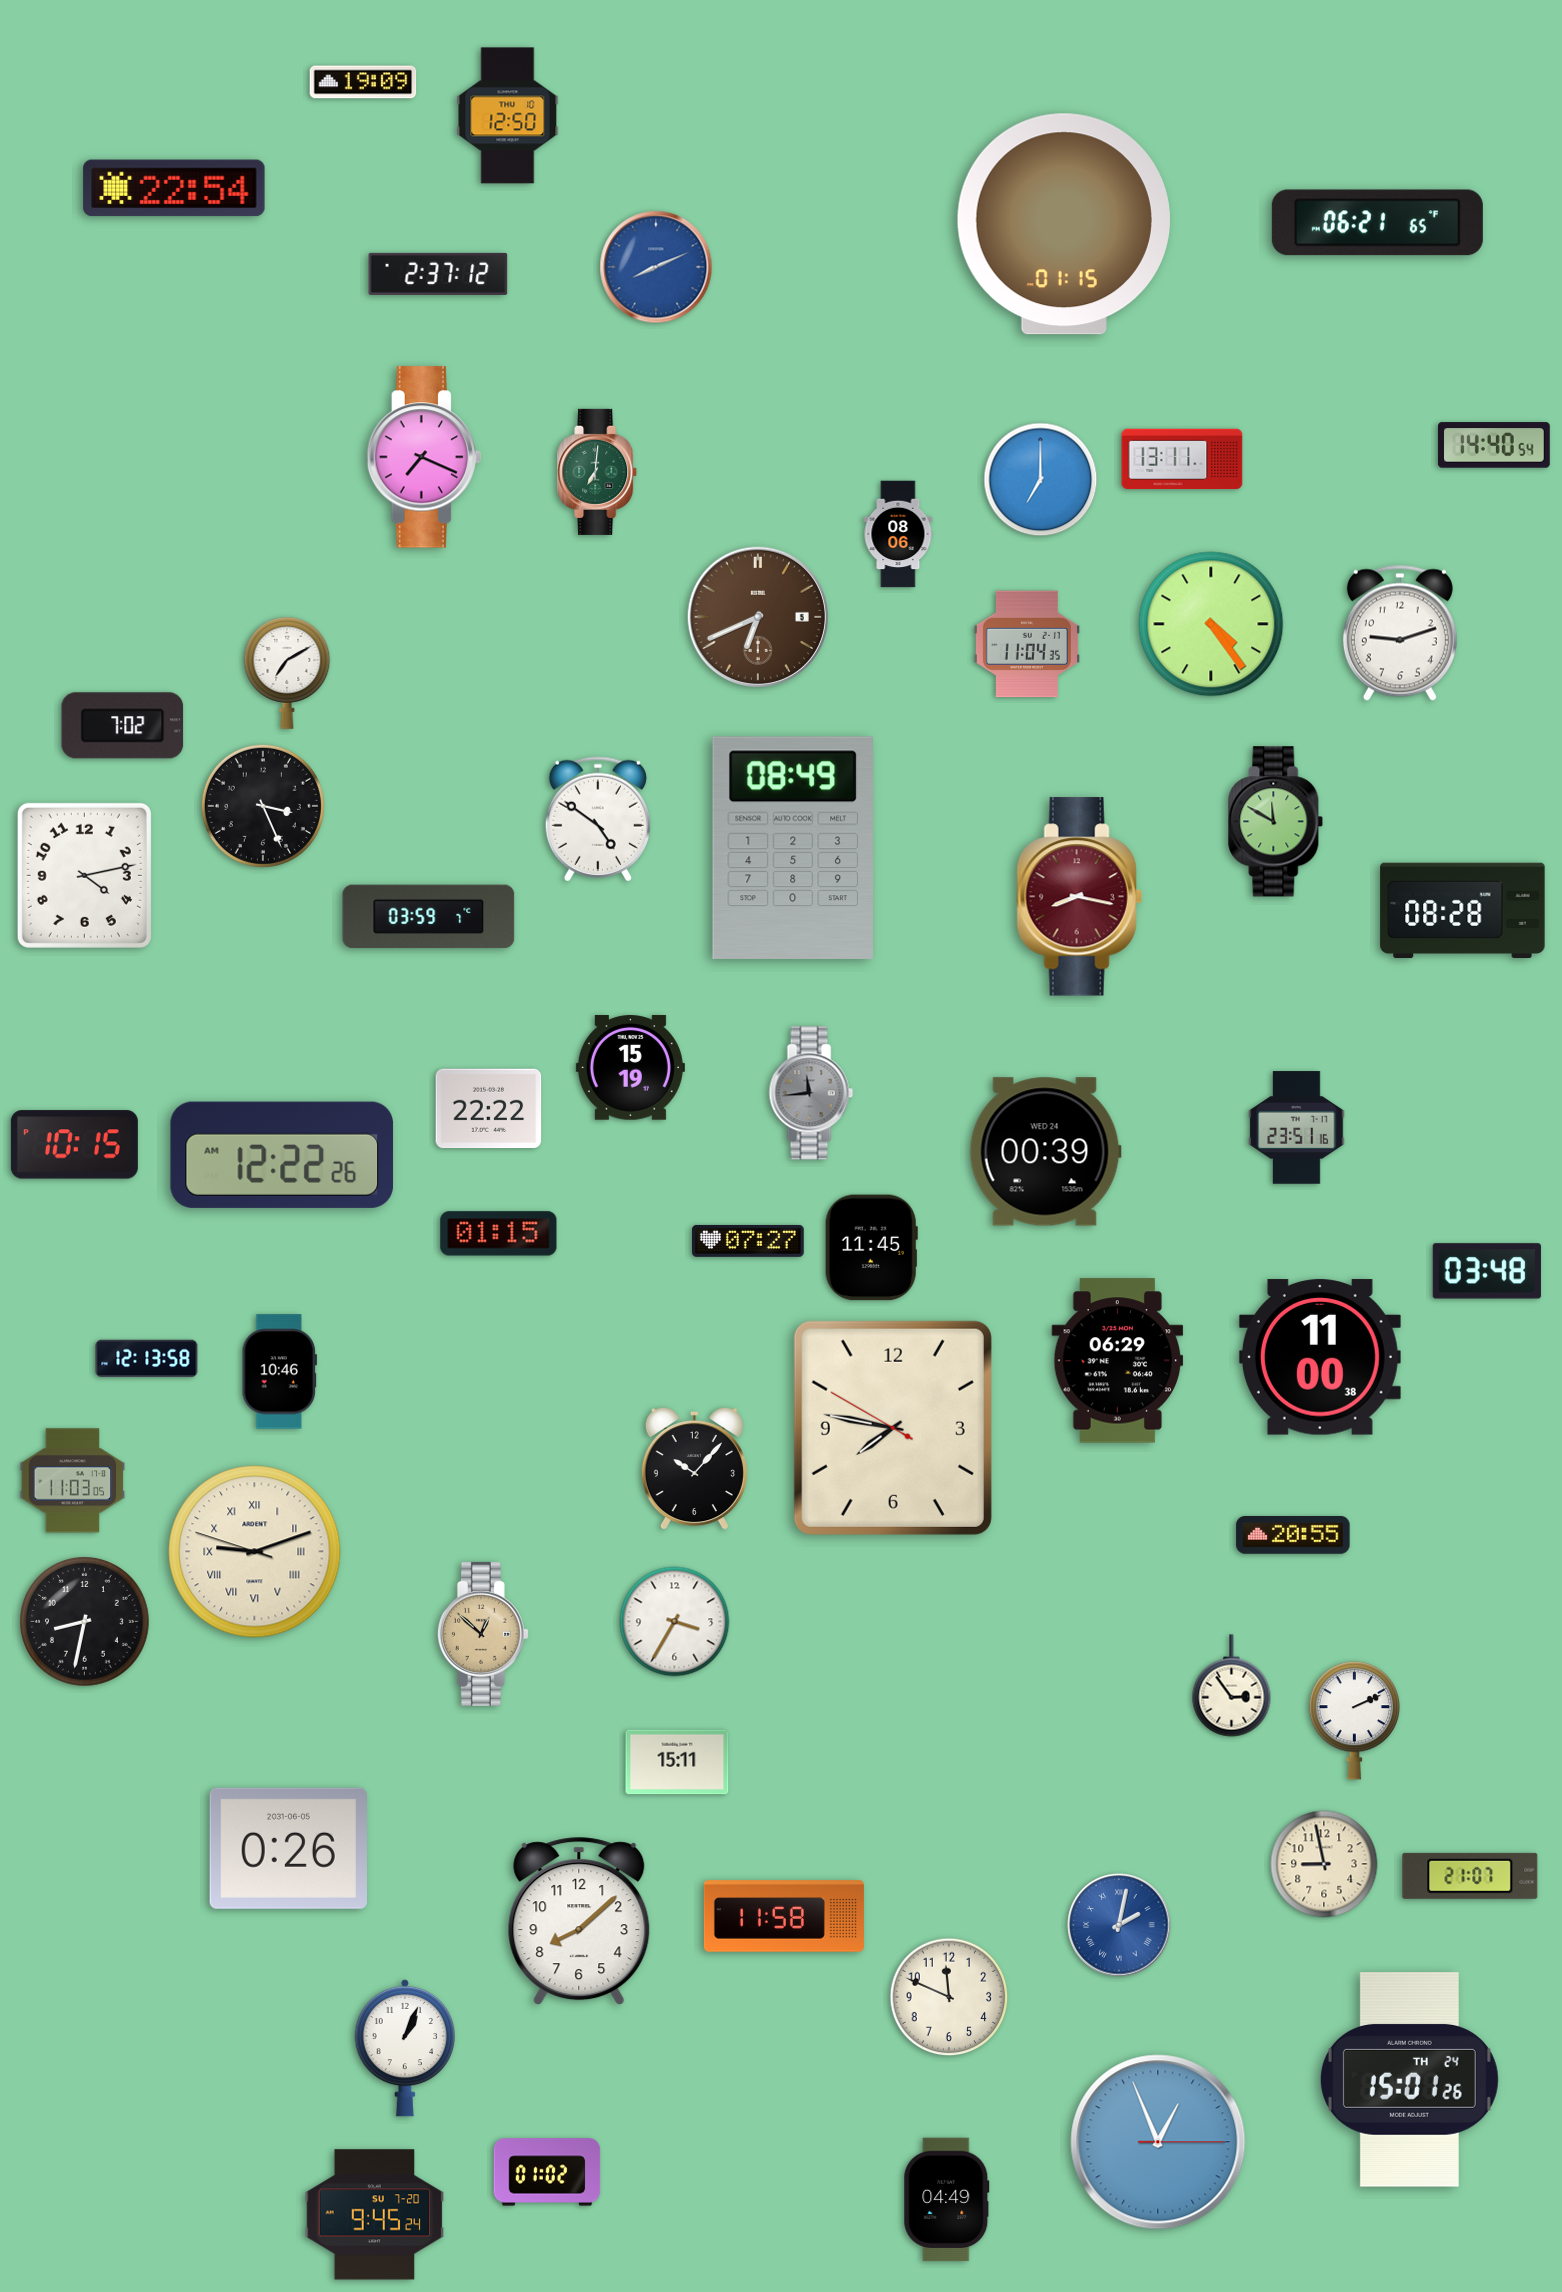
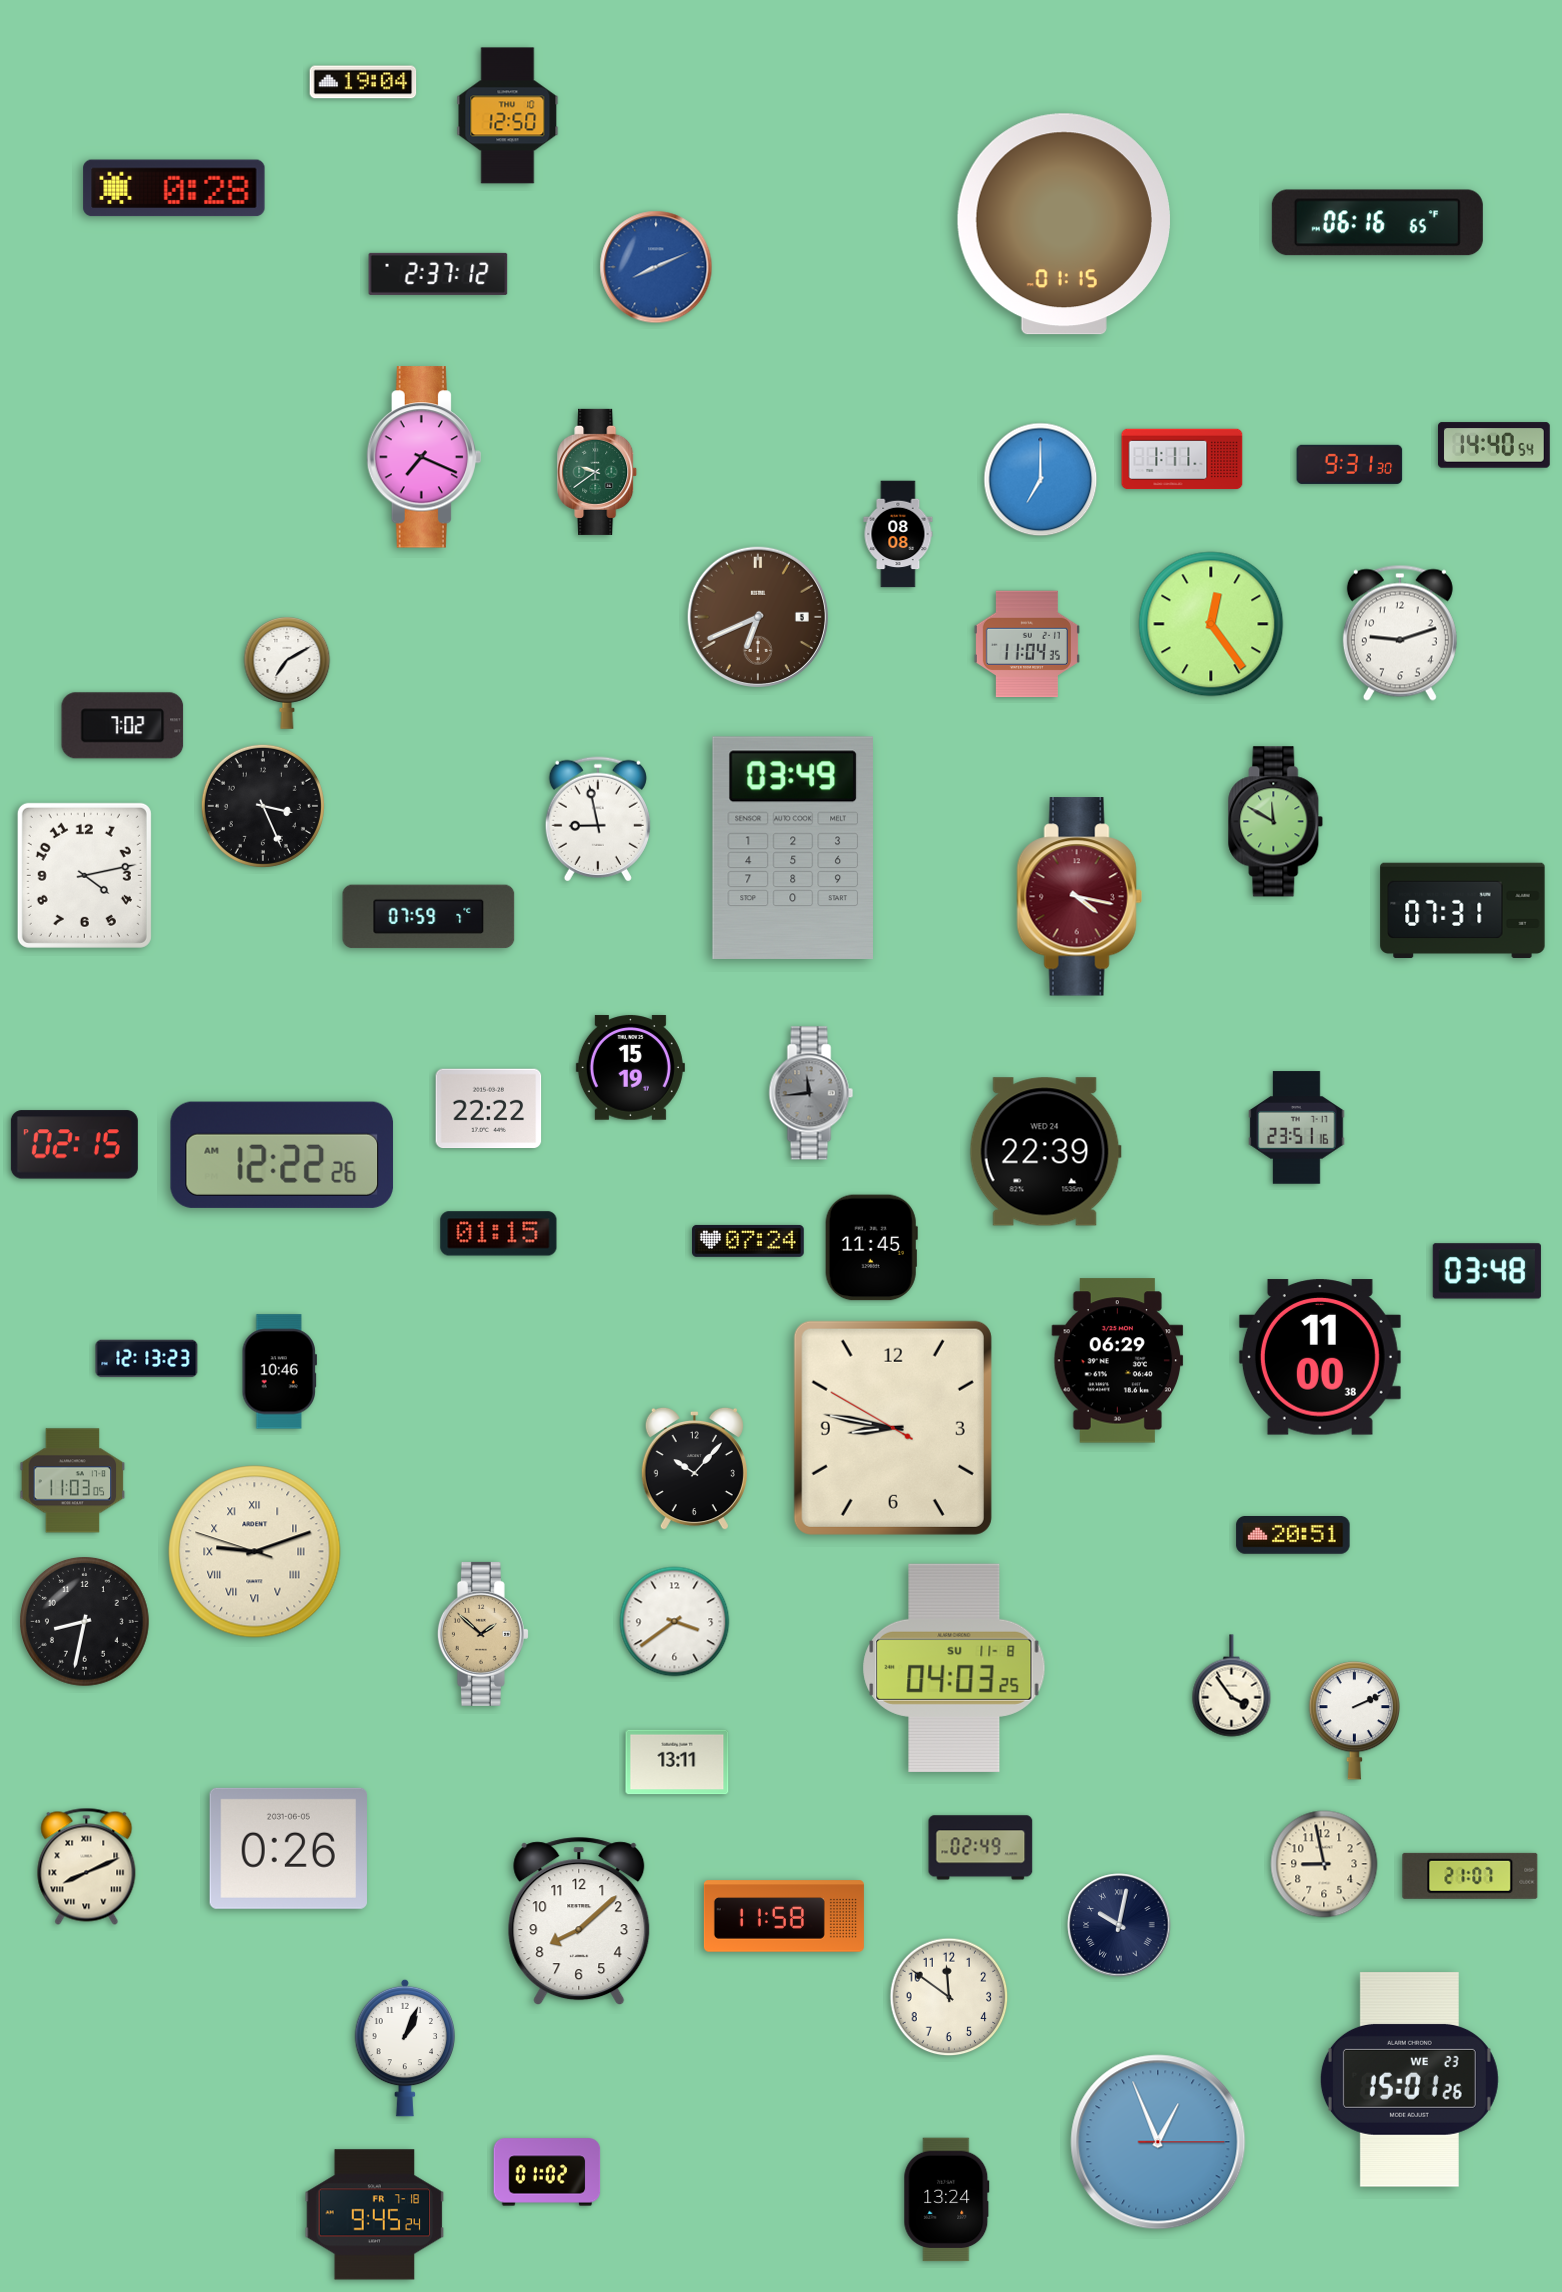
clock at (363, 82): 19:09 -> 19:04
clock at (174, 188): 22:54 -> 0:28
clock at (1377, 223): 06:21 -> 06:16
clock at (1182, 459): 13:11 -> 1:11
clock at (1350, 464): none -> 9:31
clock at (598, 472): 7:01 -> 9:39
clock at (898, 534): 08:06 -> 08:08
clock at (1211, 624): 4:24 -> 12:24
clock at (598, 819): 4:51 -> 8:58
clock at (793, 848): 08:49 -> 03:49
clock at (1079, 897): 8:17 -> 4:17
clock at (1463, 911): 08:28 -> 07:31
clock at (429, 917): 03:59 -> 07:59
clock at (74, 1145): 10:15 -> 02:15
clock at (1045, 1152): 00:39 -> 22:39
clock at (749, 1241): 07:27 -> 07:24
clock at (147, 1359): 12:13:58 -> 12:13:23
clock at (893, 1428): 7:46 -> 8:46
clock at (1293, 1536): 20:55 -> 20:51
clock at (675, 1622): 3:35 -> 3:39
clock at (483, 1634): 12:52 -> 1:52
clock at (954, 1668): none -> 04:03
clock at (1232, 1686): 2:54 -> 3:54
clock at (677, 1762): 15:11 -> 13:11
clock at (981, 1848): none -> 02:49
clock at (87, 1866): none -> 8:11
clock at (1119, 1925): 2:02 -> 10:02
clock at (1119, 1925) dial: blue -> navy
clock at (949, 1997): 11:49 -> 11:51
clock at (1409, 2080) date: TH 24 -> WE 23
clock at (947, 2200): 04:49 -> 13:24
clock at (375, 2215) date: SU 7-20 -> FR 7-18
